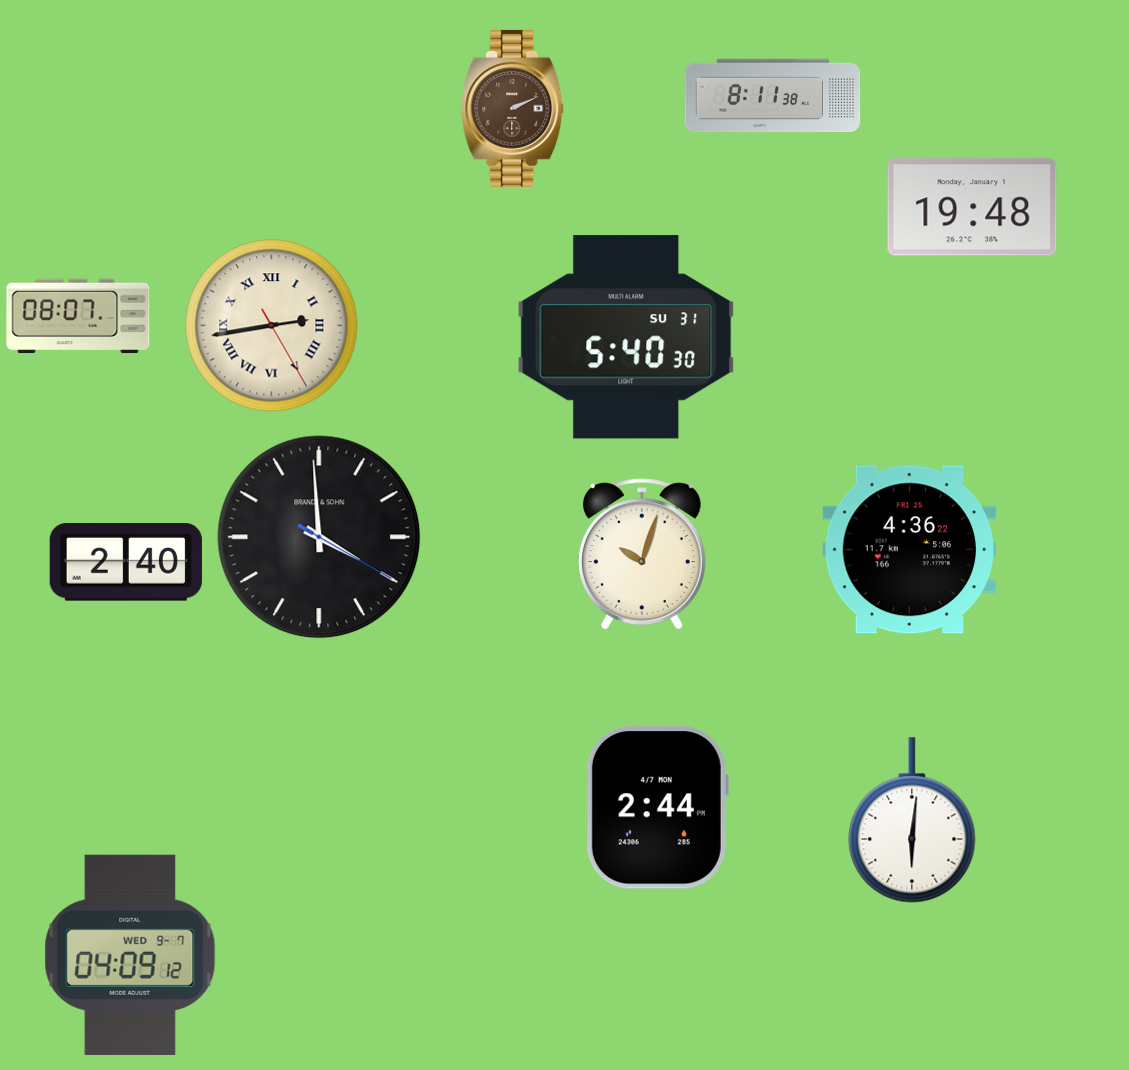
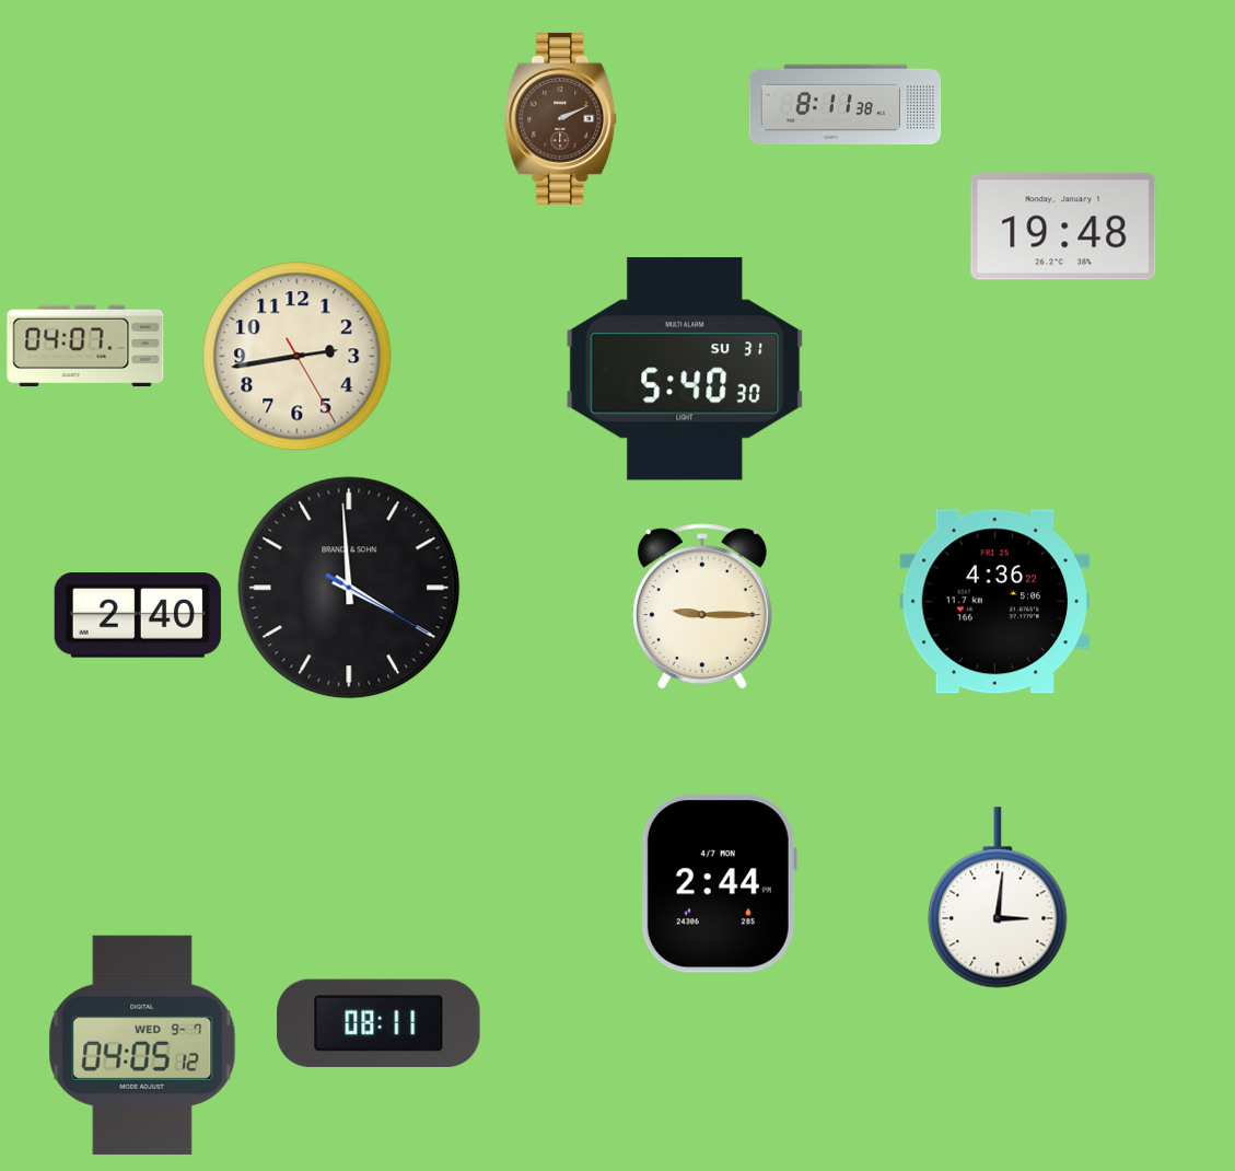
clock at (78, 316): 08:07 -> 04:07
clock at (272, 326) numerals: Roman -> Arabic
clock at (642, 554): 10:03 -> 9:15
clock at (912, 820): 6:01 -> 3:01
clock at (378, 1022): none -> 08:11
clock at (130, 955): 04:09 -> 04:05
